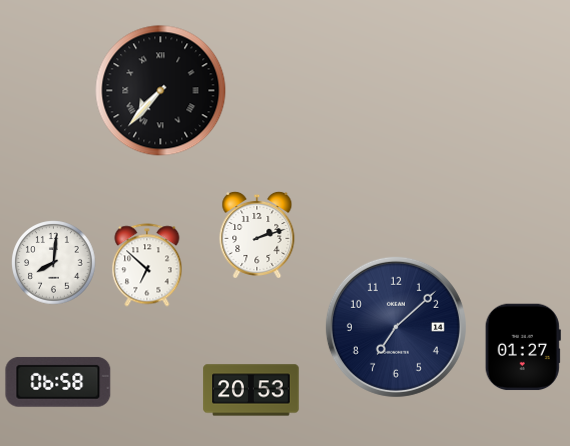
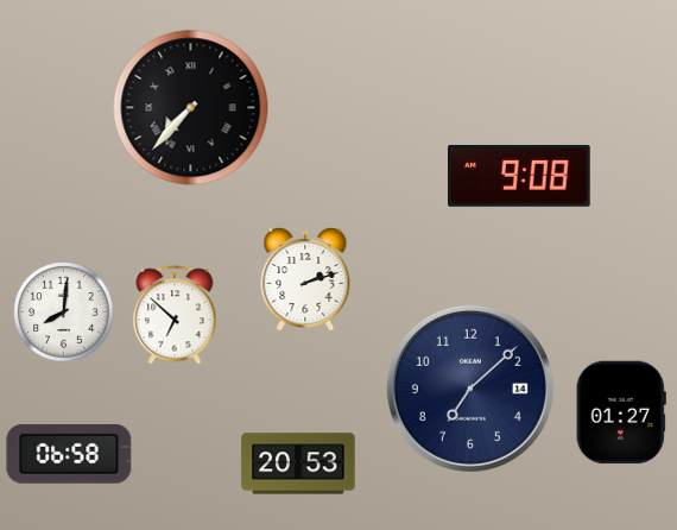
clock at (520, 176): none -> 9:08
